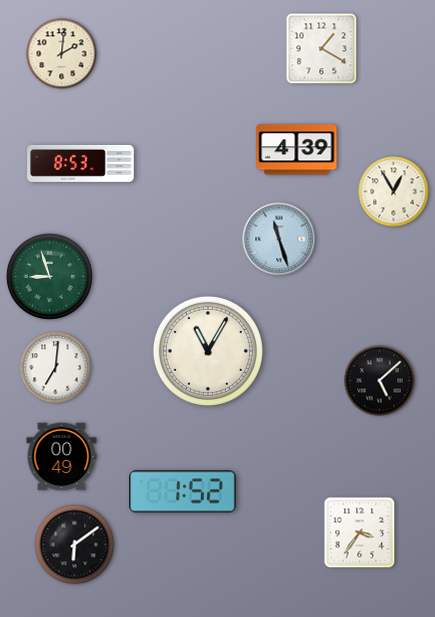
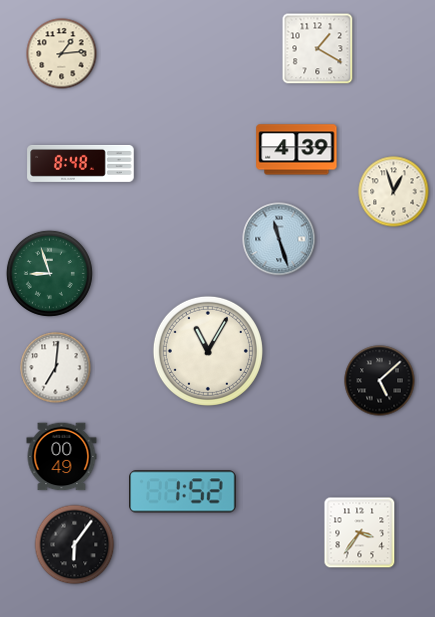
clock at (322, 49) position: (322, 49) -> (318, 49)
clock at (62, 54): 2:01 -> 1:14
clock at (81, 163): 8:53 -> 8:48
clock at (394, 192): 12:55 -> 12:57
clock at (49, 276) position: (49, 276) -> (49, 273)
clock at (75, 545): 6:09 -> 6:06
